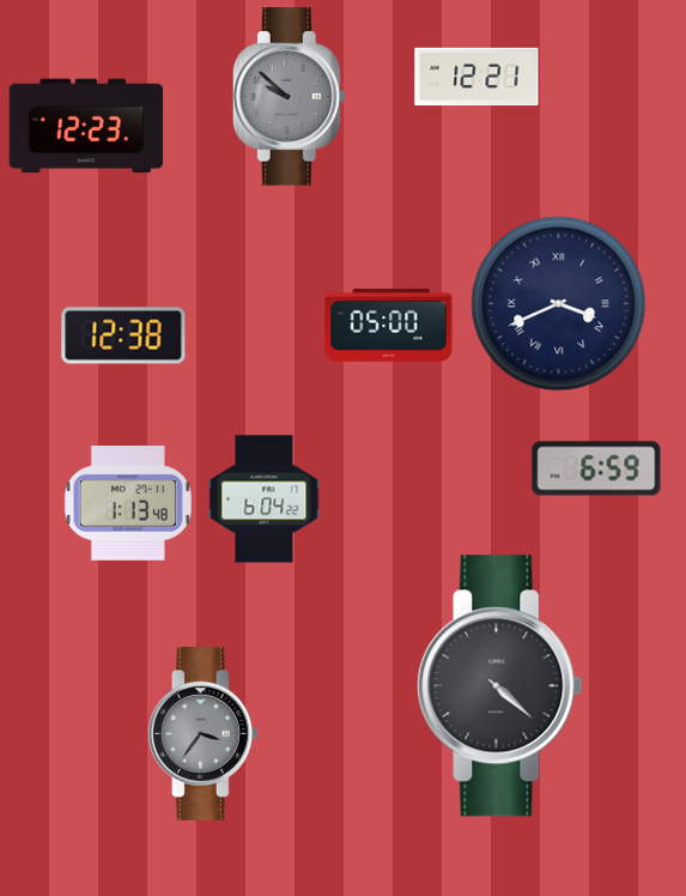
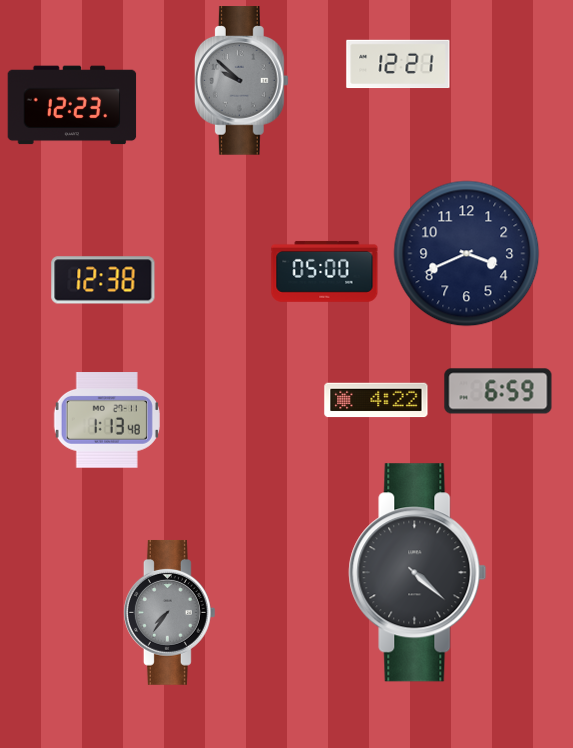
clock at (559, 304) numerals: Roman -> Arabic
clock at (376, 400): none -> 4:22
clock at (265, 500): 6:04 -> none
clock at (202, 733): 3:36 -> 7:36
